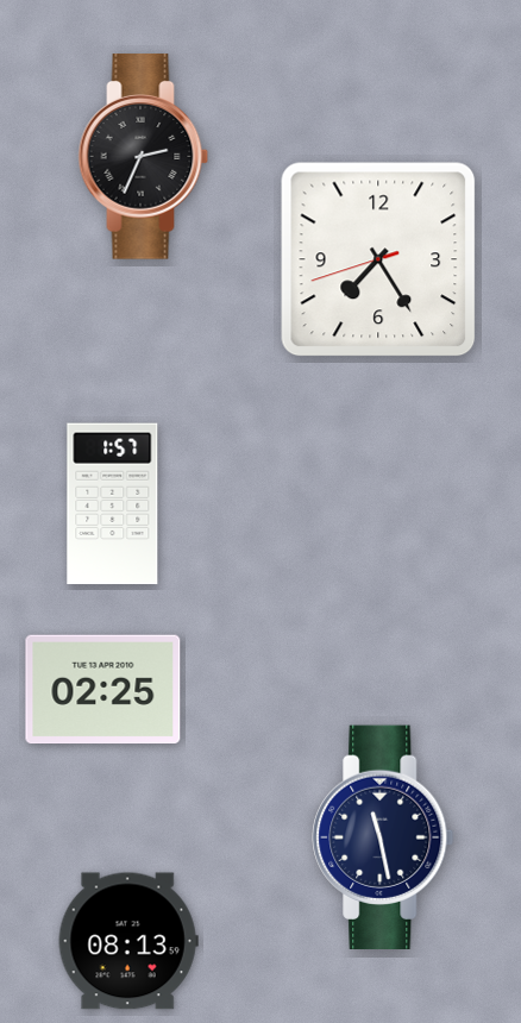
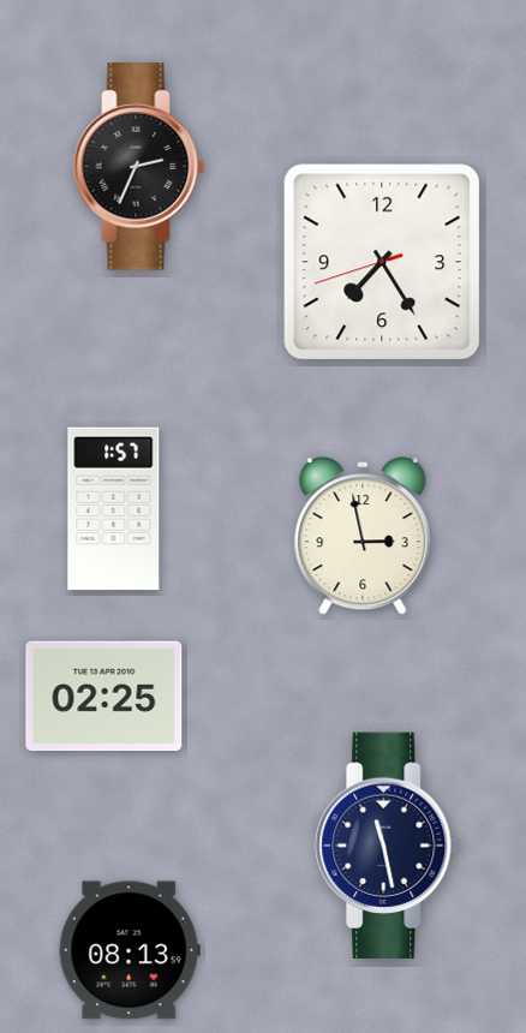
clock at (144, 157) position: (144, 157) -> (139, 167)
clock at (363, 536): none -> 2:58
